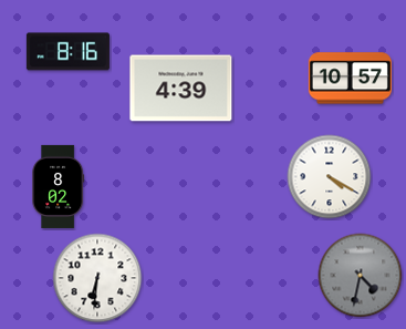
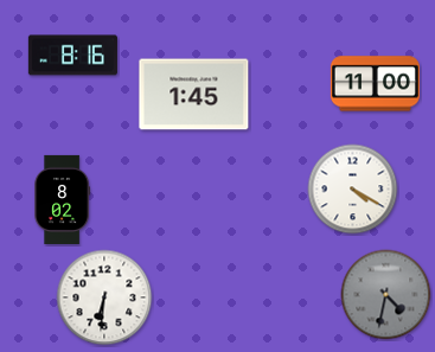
clock at (350, 79): 10:57 -> 11:00
clock at (181, 89): 4:39 -> 1:45
